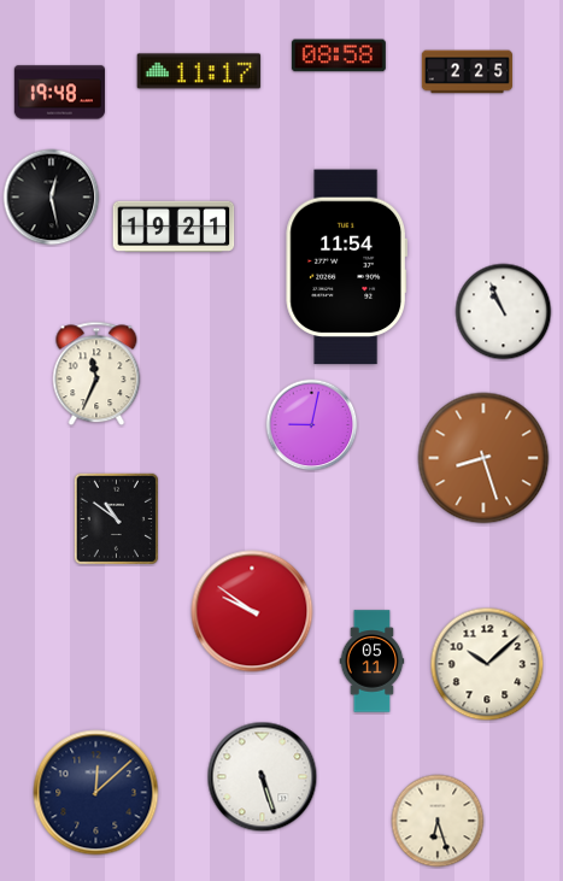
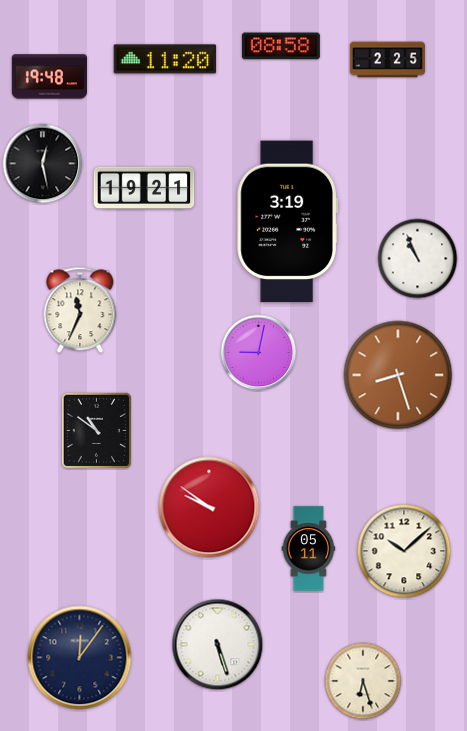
clock at (199, 71): 11:17 -> 11:20
clock at (346, 268): 11:54 -> 3:19
clock at (483, 458) position: (483, 458) -> (398, 375)
clock at (96, 793): 12:08 -> 12:06
